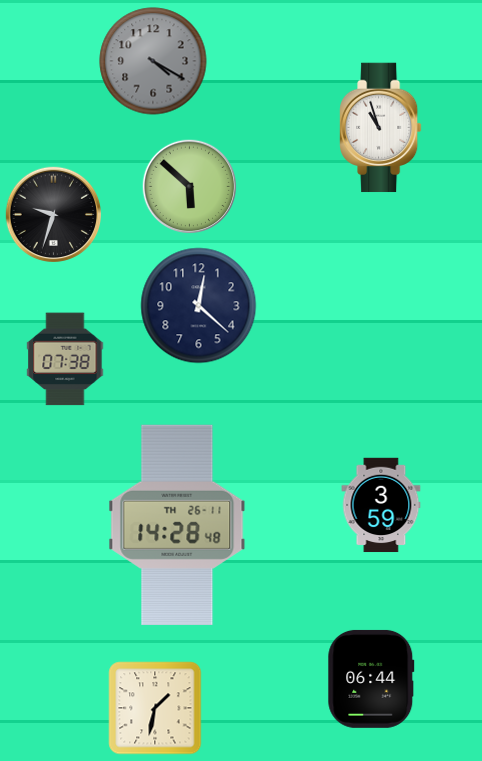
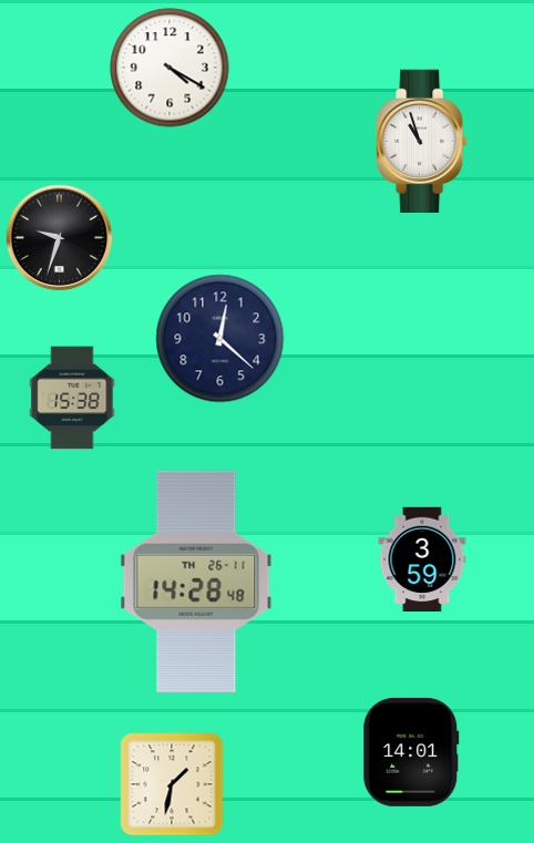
clock at (153, 61) dial: grey -> white
clock at (190, 187): 5:52 -> none
clock at (65, 359): 07:38 -> 15:38
clock at (371, 679): 06:44 -> 14:01
